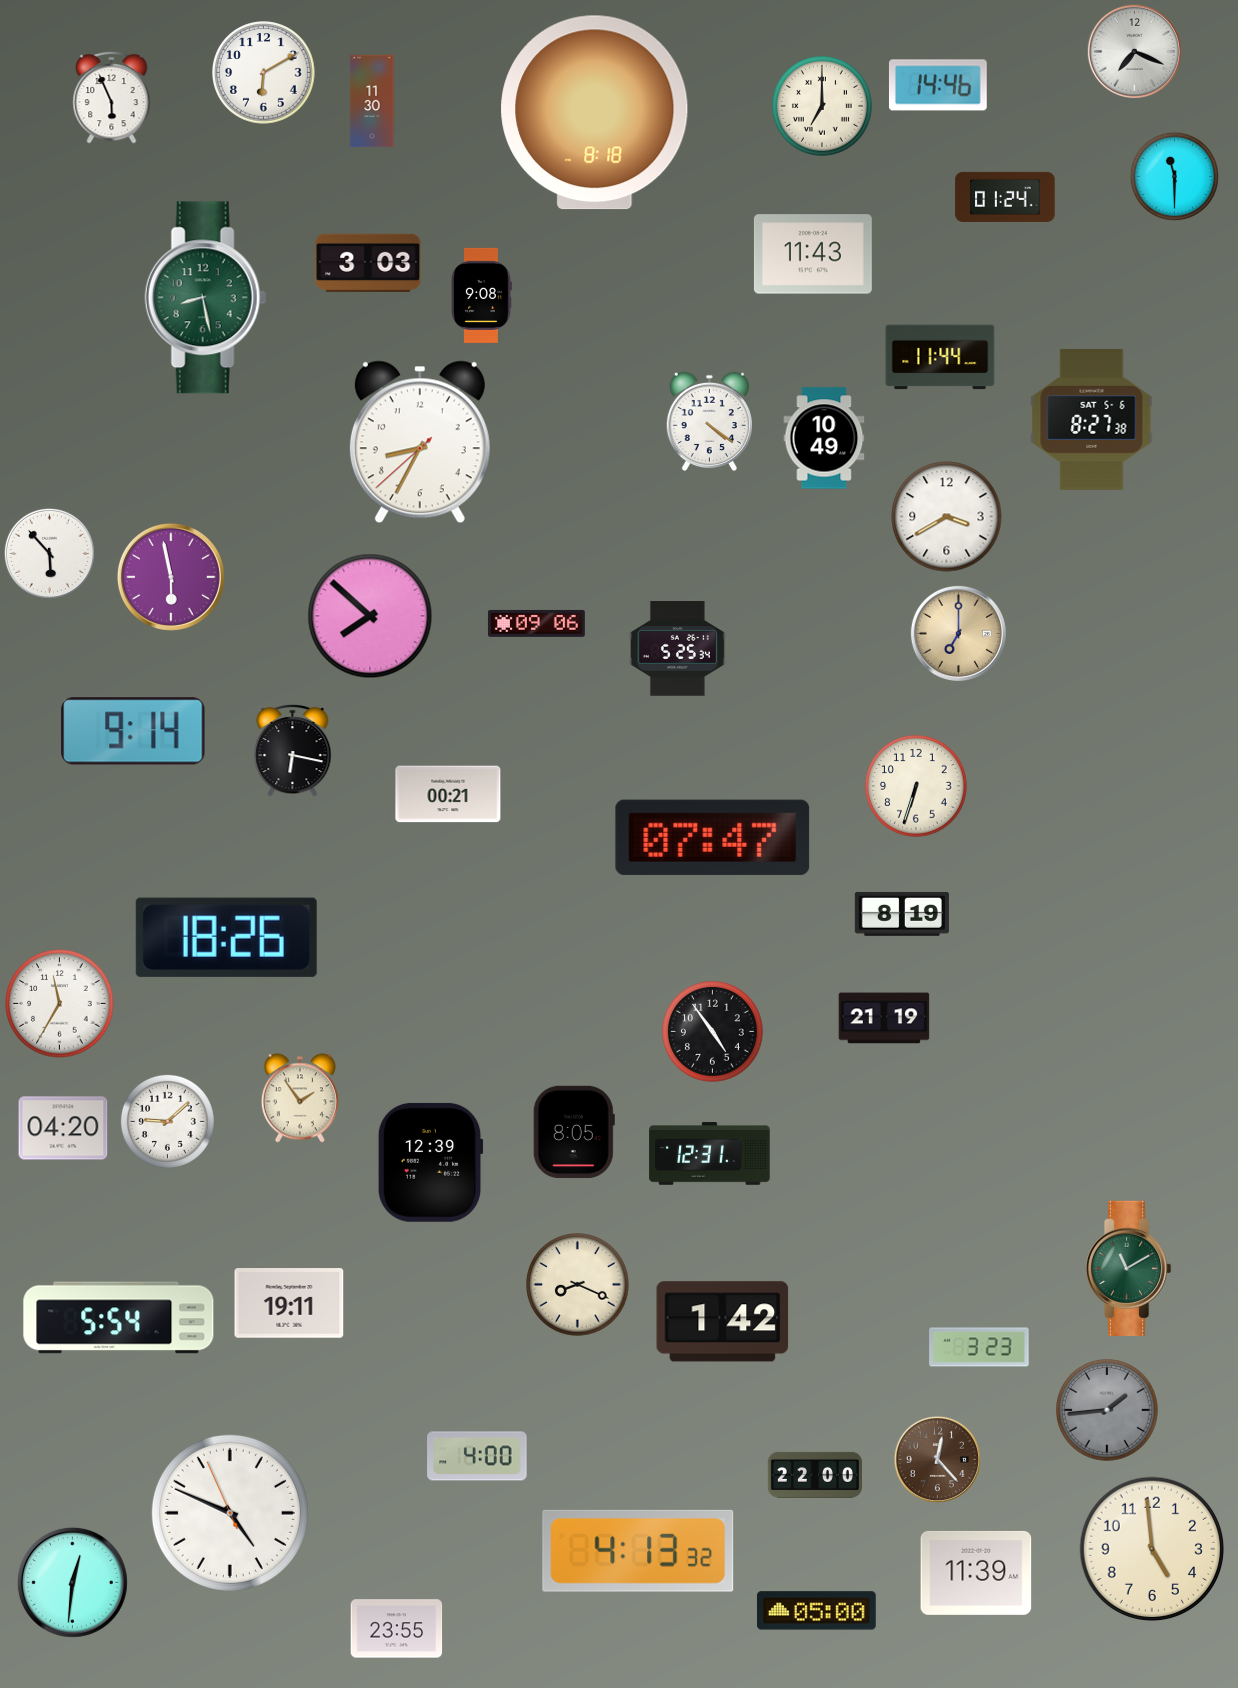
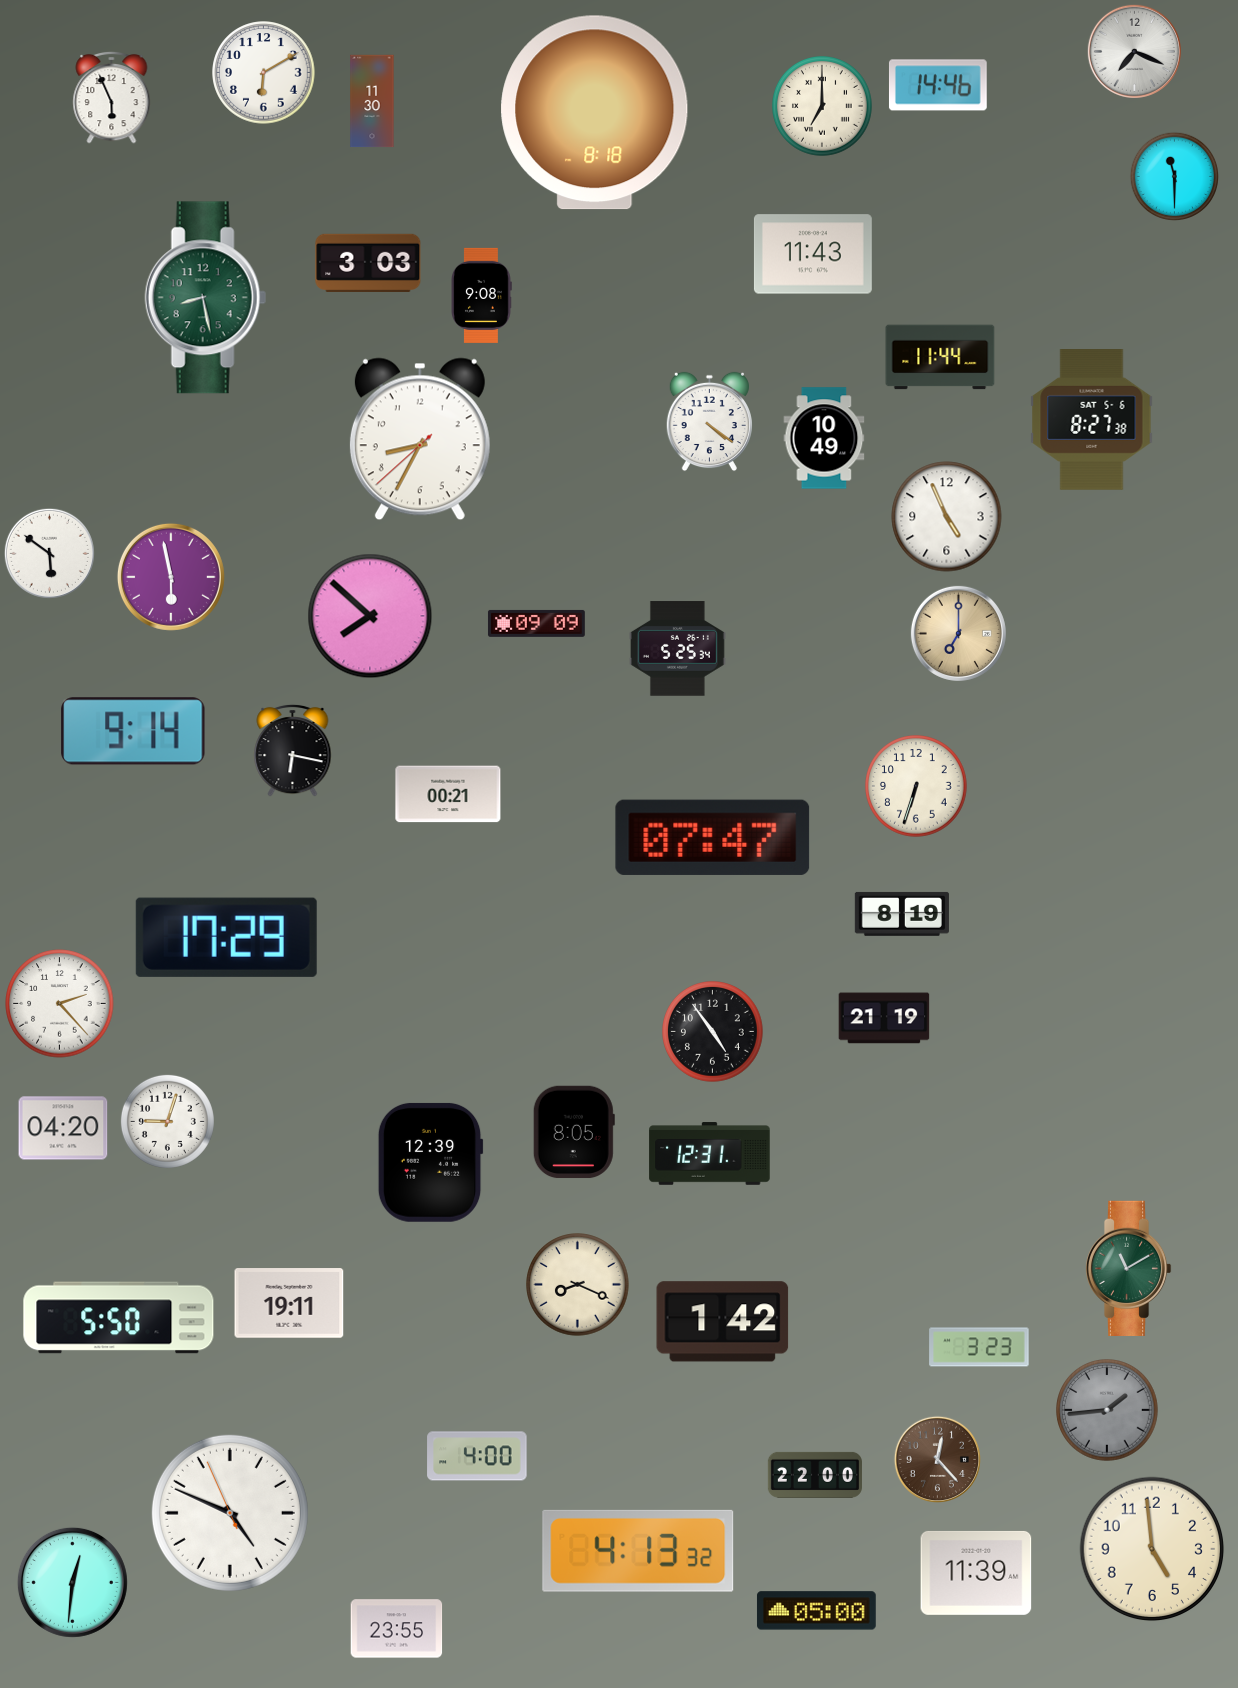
clock at (1005, 197): 01:24 -> none
clock at (420, 442) position: (420, 442) -> (420, 439)
clock at (947, 517): 3:40 -> 4:56
clock at (49, 553): 5:53 -> 5:51
clock at (536, 623): 09:06 -> 09:09
clock at (226, 937): 18:26 -> 17:29
clock at (60, 1004): 11:35 -> 2:23
clock at (300, 1098): 1:54 -> none
clock at (167, 1121): 9:08 -> 9:03
clock at (119, 1318): 5:54 -> 5:50
